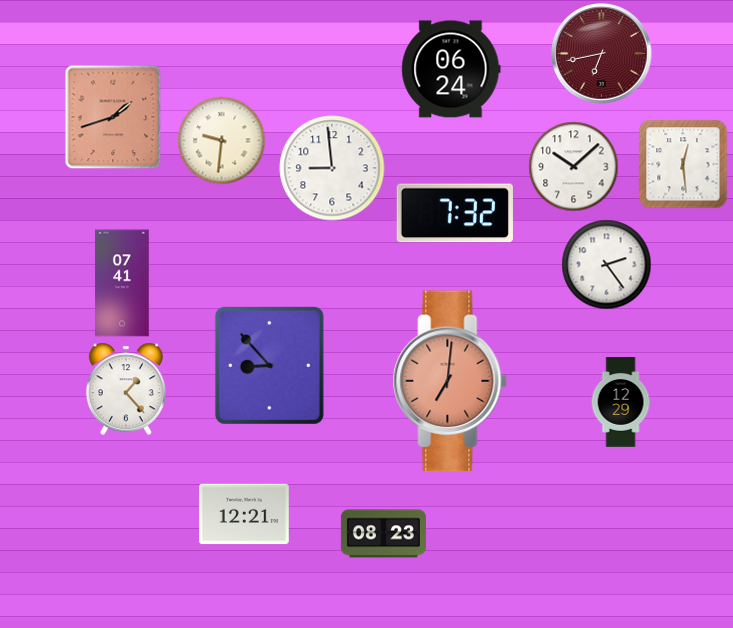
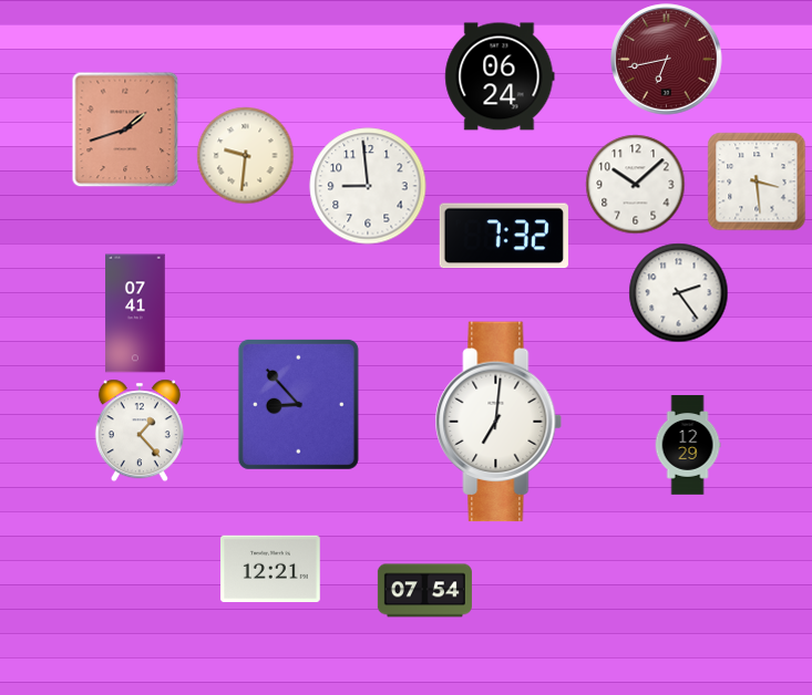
clock at (683, 164): 12:29 -> 3:29
clock at (607, 265) position: (607, 265) -> (679, 293)
clock at (450, 381) dial: salmon -> white
clock at (383, 534): 08:23 -> 07:54
